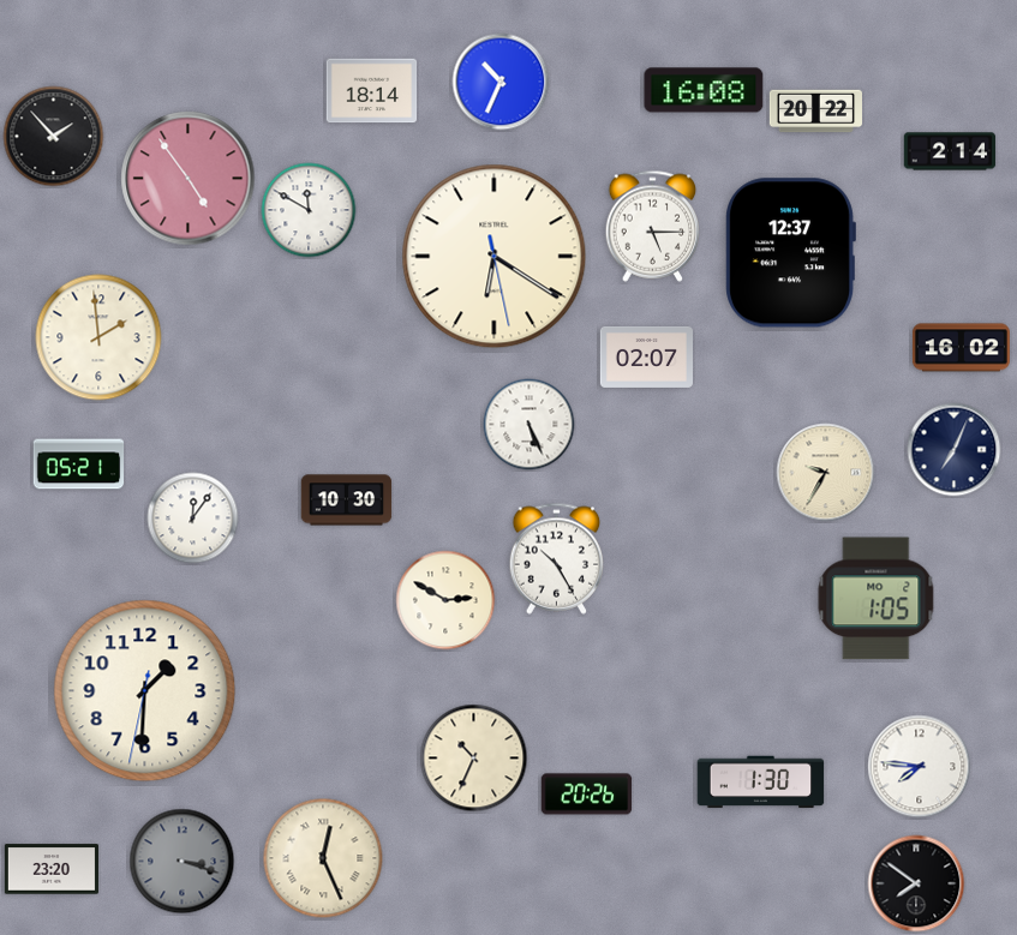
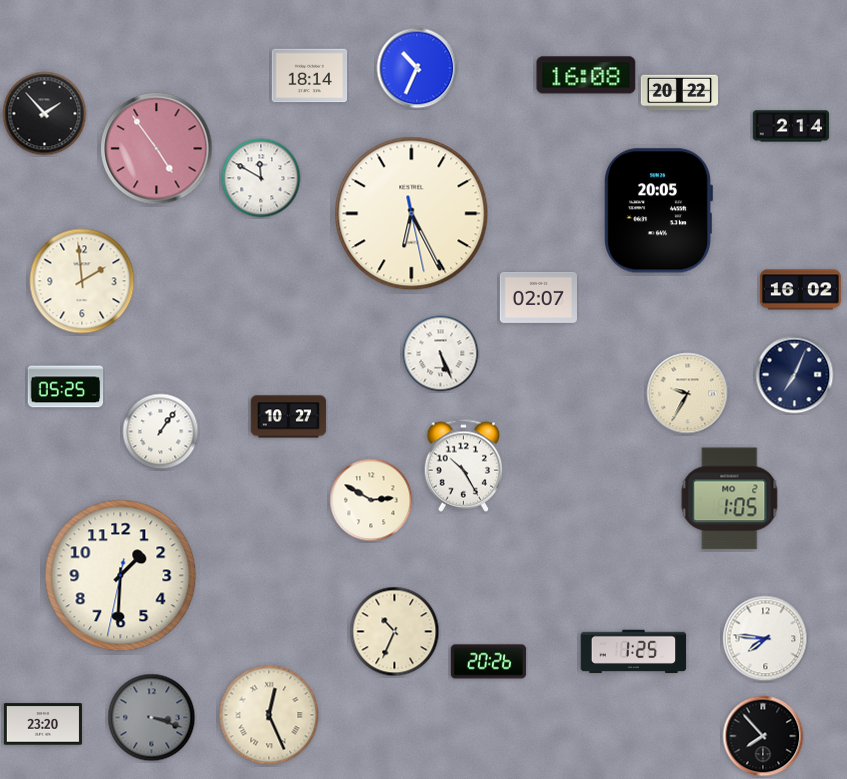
clock at (309, 210) position: (309, 210) -> (261, 178)
clock at (653, 226): 5:15 -> none
clock at (790, 253): 12:37 -> 20:05
clock at (495, 257): 6:20 -> 6:25
clock at (79, 464): 05:21 -> 05:25
clock at (347, 501): 10:30 -> 10:27
clock at (193, 519): 12:06 -> 1:06
clock at (761, 783): 1:30 -> 1:25
clock at (916, 883): 7:51 -> 7:53
